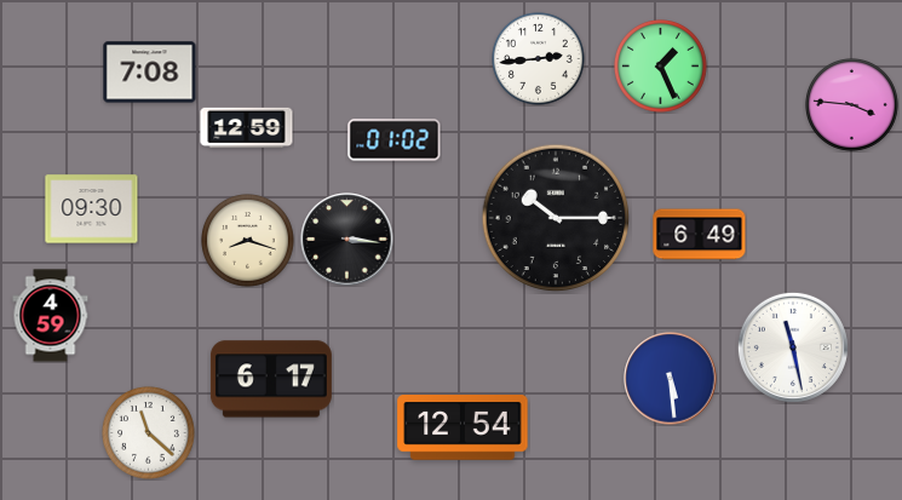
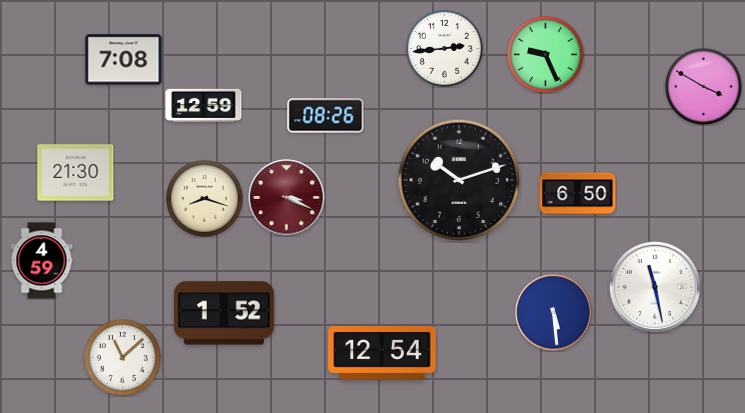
clock at (661, 67): 1:26 -> 9:26
clock at (852, 105): 3:46 -> 3:50
clock at (395, 140): 01:02 -> 08:26
clock at (92, 209): 09:30 -> 21:30
clock at (556, 218): 10:15 -> 10:12
clock at (700, 235): 6:49 -> 6:50
clock at (347, 240): 3:16 -> 3:19
clock at (347, 240) dial: black -> burgundy
clock at (271, 379): 6:17 -> 1:52
clock at (149, 433): 11:22 -> 11:08
